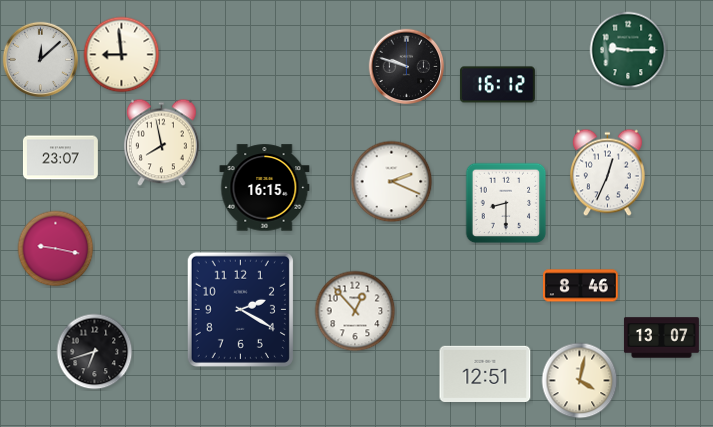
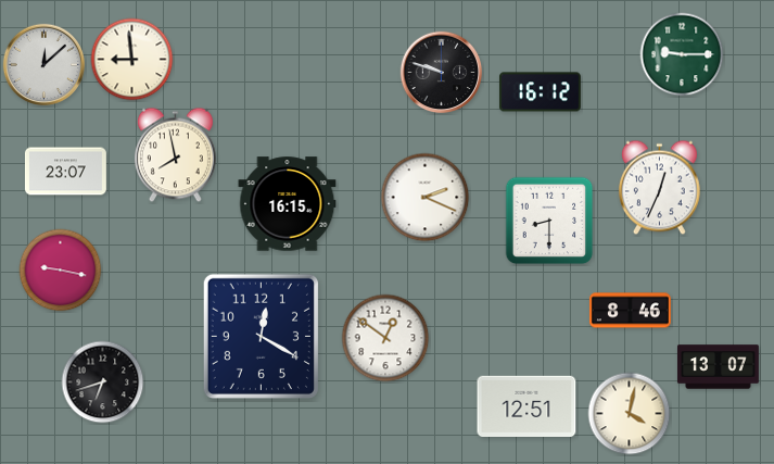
clock at (240, 309): 2:20 -> 12:20
clock at (355, 311): 12:53 -> 12:51
